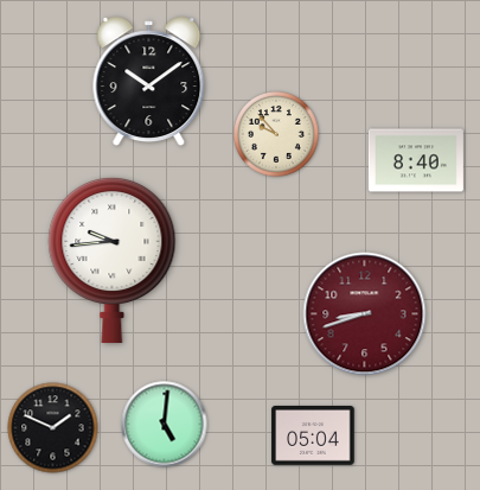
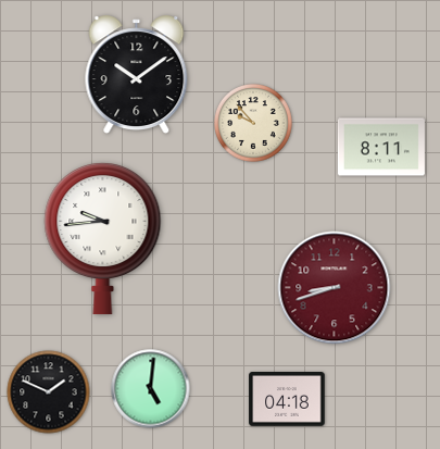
clock at (416, 160): 8:40 -> 8:11
clock at (313, 437): 05:04 -> 04:18
